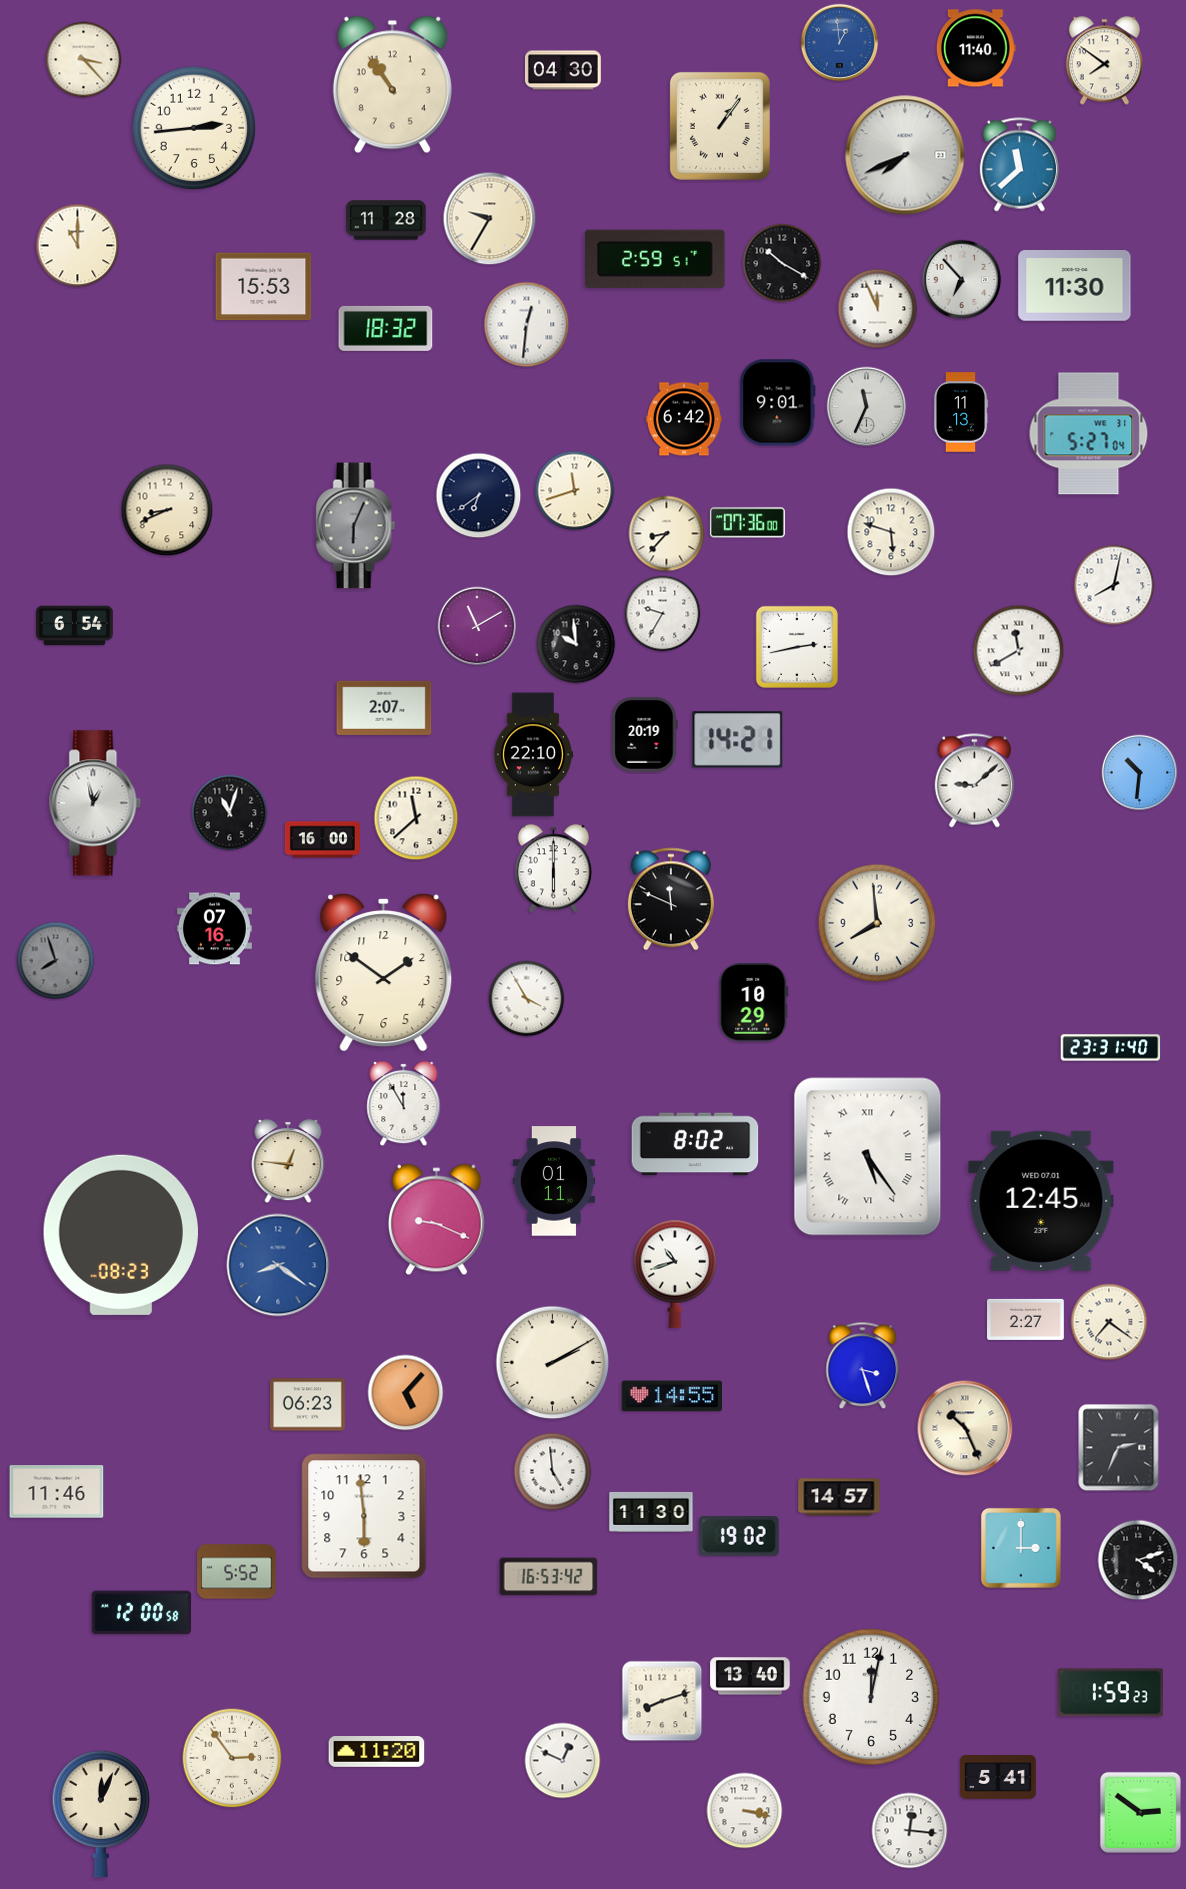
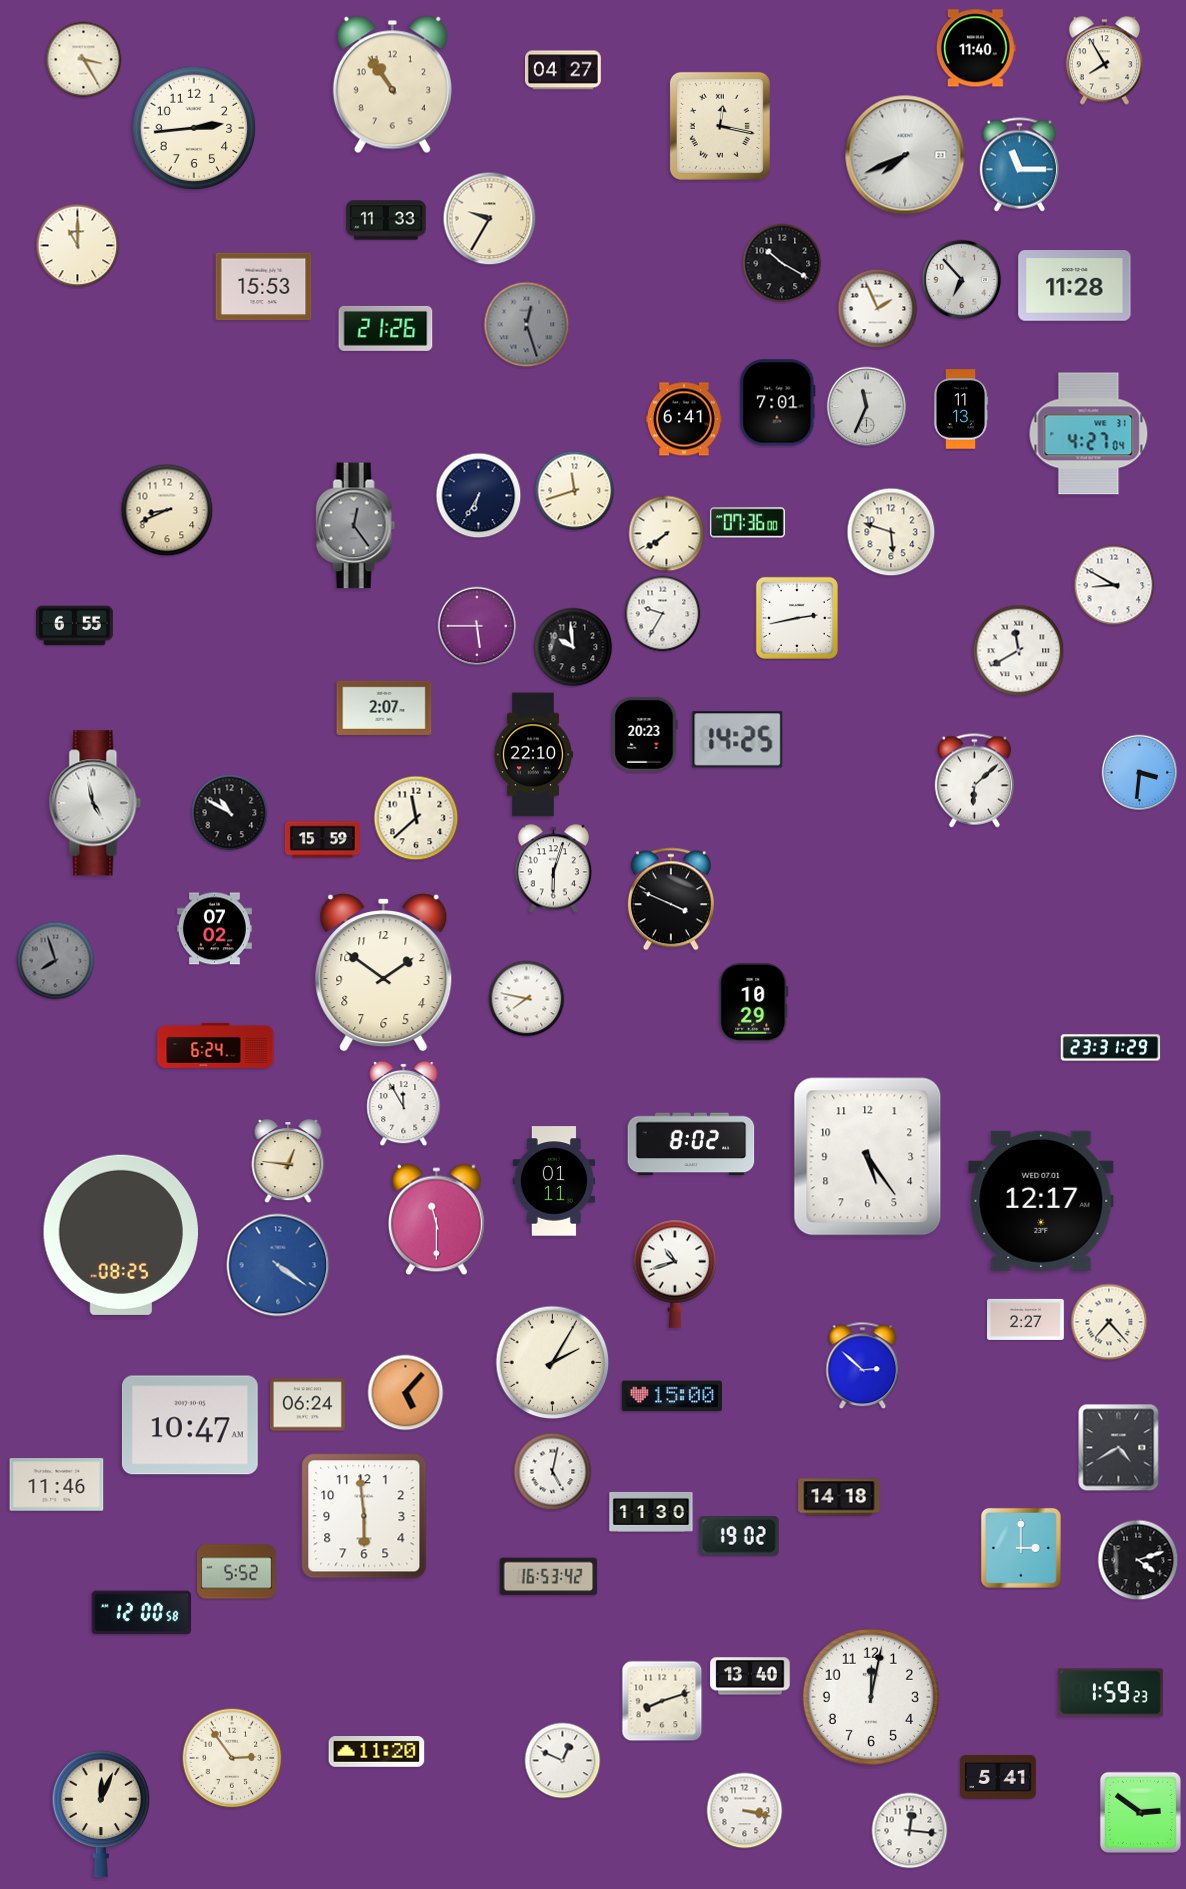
clock at (840, 43): 12:59 -> none
clock at (84, 60): 3:23 -> 3:25
clock at (1104, 61): 7:51 -> 7:55
clock at (564, 70): 04:30 -> 04:27
clock at (720, 126): 1:06 -> 12:17
clock at (1019, 165): 11:38 -> 11:15
clock at (386, 220): 11:28 -> 11:33
clock at (655, 259): 2:59 -> none
clock at (1075, 286): 11:30 -> 11:28
clock at (878, 309): 11:56 -> 1:56
clock at (527, 325): 12:31 -> 12:27
clock at (527, 325) dial: white -> grey
clock at (386, 328): 18:32 -> 21:26
clock at (778, 403): 9:01 -> 7:01
clock at (961, 412) position: (961, 412) -> (961, 409)
clock at (684, 419): 6:42 -> 6:41
clock at (1089, 434): 5:27 -> 4:27
clock at (479, 496): 6:39 -> 6:35
clock at (356, 526): 6:04 -> 12:24
clock at (667, 534): 8:37 -> 7:39
clock at (1114, 585): 8:02 -> 8:50
clock at (75, 626): 6:54 -> 6:55
clock at (477, 626): 11:10 -> 5:45
clock at (576, 644) position: (576, 644) -> (573, 647)
clock at (797, 647) position: (797, 647) -> (797, 618)
clock at (645, 734): 20:19 -> 20:23
clock at (738, 740): 14:21 -> 14:25
clock at (1140, 773): 10:31 -> 3:31
clock at (974, 781): 9:08 -> 6:08
clock at (95, 803): 12:58 -> 4:58
clock at (230, 813): 11:03 -> 10:50
clock at (322, 840): 16:00 -> 15:59
clock at (553, 869): 6:00 -> 6:03
clock at (671, 899): 11:49 -> 3:49
clock at (877, 923): 7:59 -> none
clock at (214, 929): 07:16 -> 07:02
clock at (527, 999): 3:55 -> 7:47
clock at (216, 1045): none -> 6:24
clock at (1111, 1048): 23:31:40 -> 23:31:29
clock at (695, 1144) position: (695, 1144) -> (691, 1144)
clock at (868, 1157) numerals: Roman -> Arabic
clock at (1041, 1201): 12:45 -> 12:17
clock at (436, 1220): 9:19 -> 11:30
clock at (120, 1235): 08:23 -> 08:25
clock at (278, 1265): 8:21 -> 4:21
clock at (1109, 1322): 7:21 -> 7:23
clock at (553, 1363): 2:10 -> 2:05
clock at (863, 1366): 3:27 -> 2:52
clock at (671, 1396): 14:55 -> 15:00
clock at (307, 1405): 06:23 -> 06:24
clock at (190, 1425): none -> 10:47
clock at (965, 1428): 10:26 -> none
clock at (1119, 1448): 2:34 -> 4:40
clock at (553, 1472): 4:59 -> 5:02
clock at (57, 1492) position: (57, 1492) -> (57, 1485)
clock at (839, 1497): 14:57 -> 14:18
